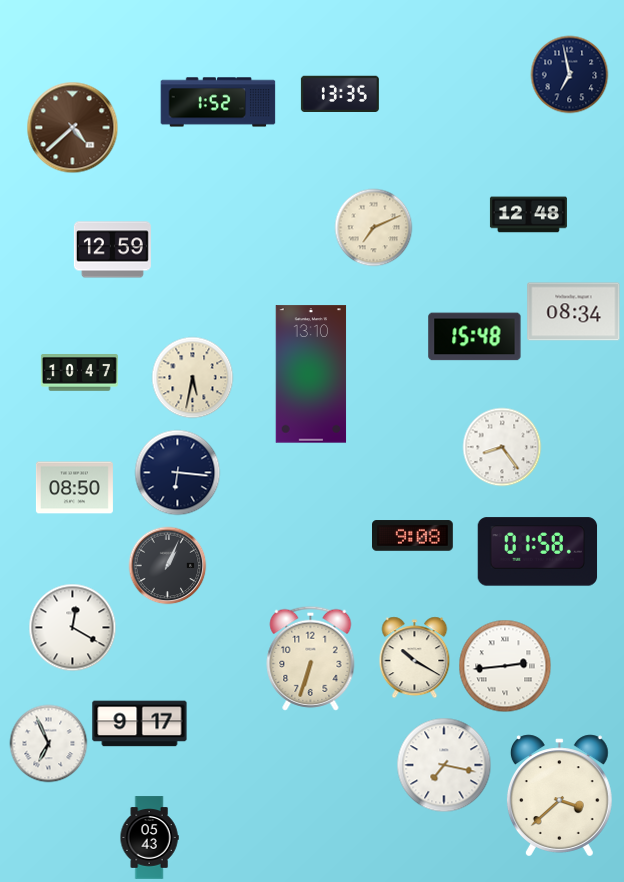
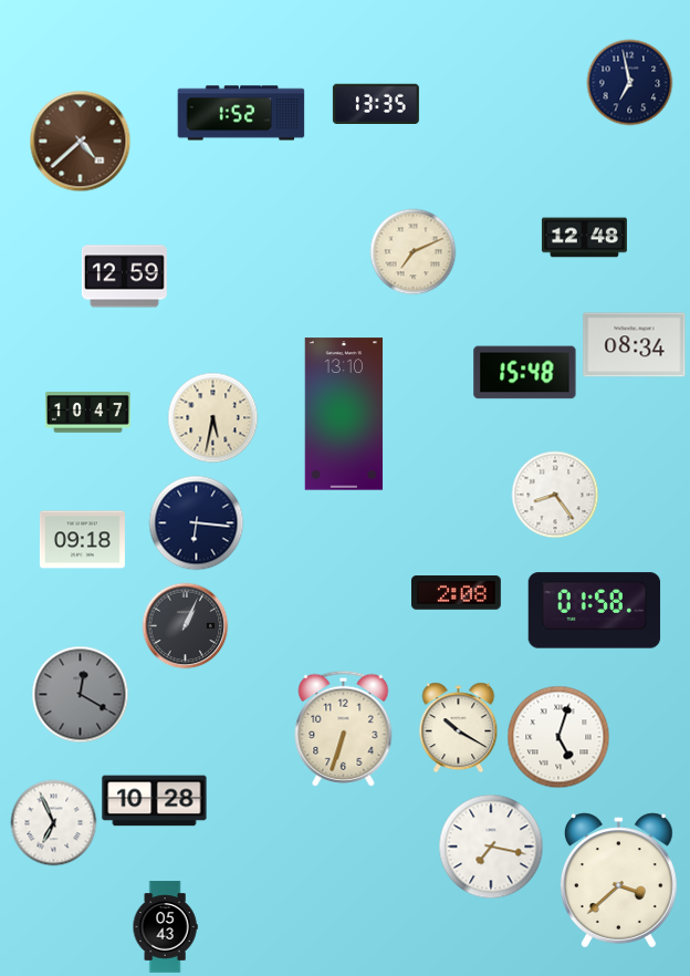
clock at (74, 488): 08:50 -> 09:18
clock at (413, 536): 9:08 -> 2:08
clock at (72, 627) dial: white -> grey
clock at (505, 666): 2:44 -> 5:03
clock at (140, 724): 9:17 -> 10:28
